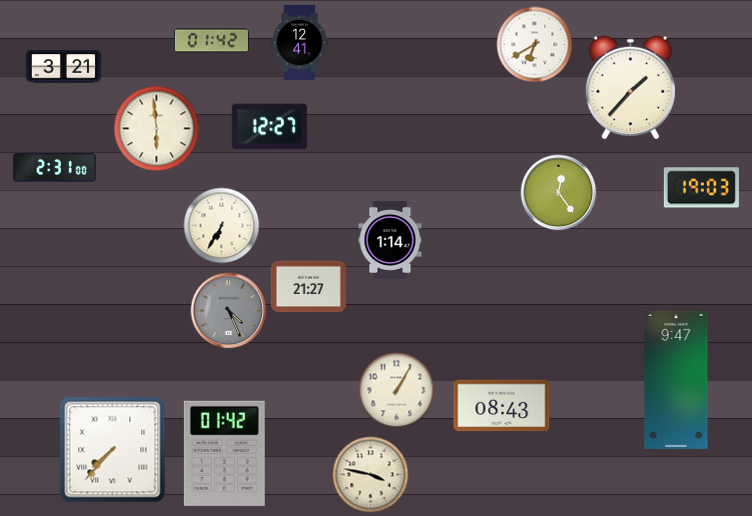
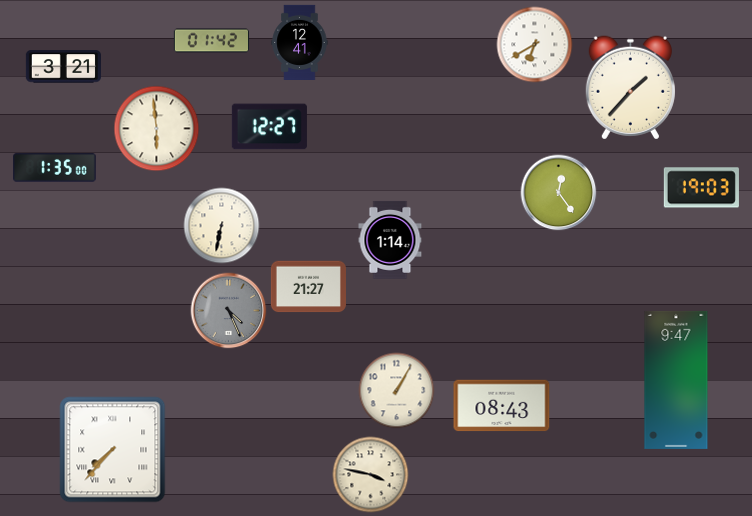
clock at (55, 168): 2:31 -> 1:35
clock at (222, 226): 6:35 -> 6:32
clock at (224, 453): 01:42 -> none
